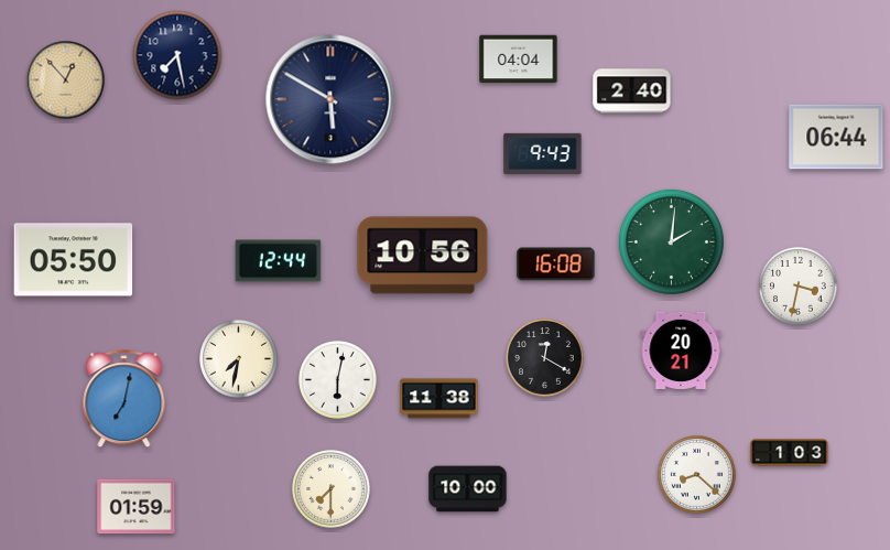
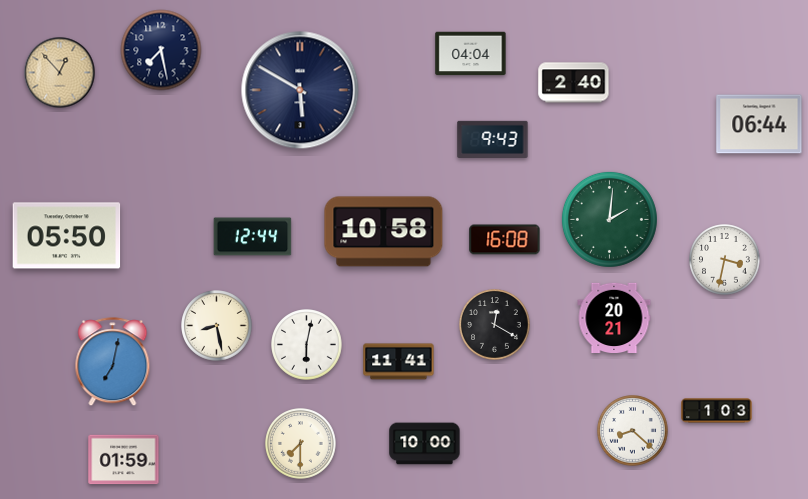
clock at (423, 256): 10:56 -> 10:58
clock at (681, 349) position: (681, 349) -> (614, 317)
clock at (239, 359): 7:32 -> 8:28
clock at (439, 399): 11:38 -> 11:41
